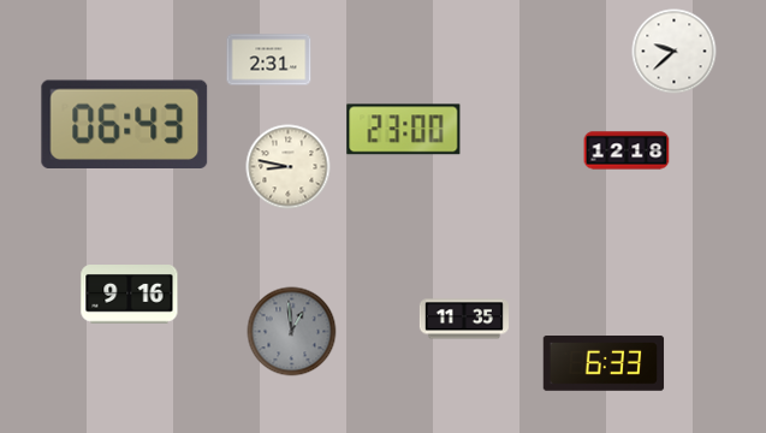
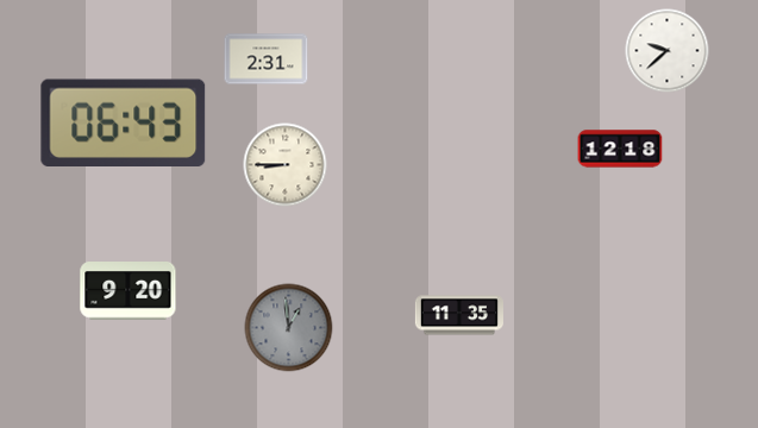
clock at (404, 130): 23:00 -> none
clock at (289, 167): 8:47 -> 8:45
clock at (130, 295): 9:16 -> 9:20
clock at (604, 364): 6:33 -> none
